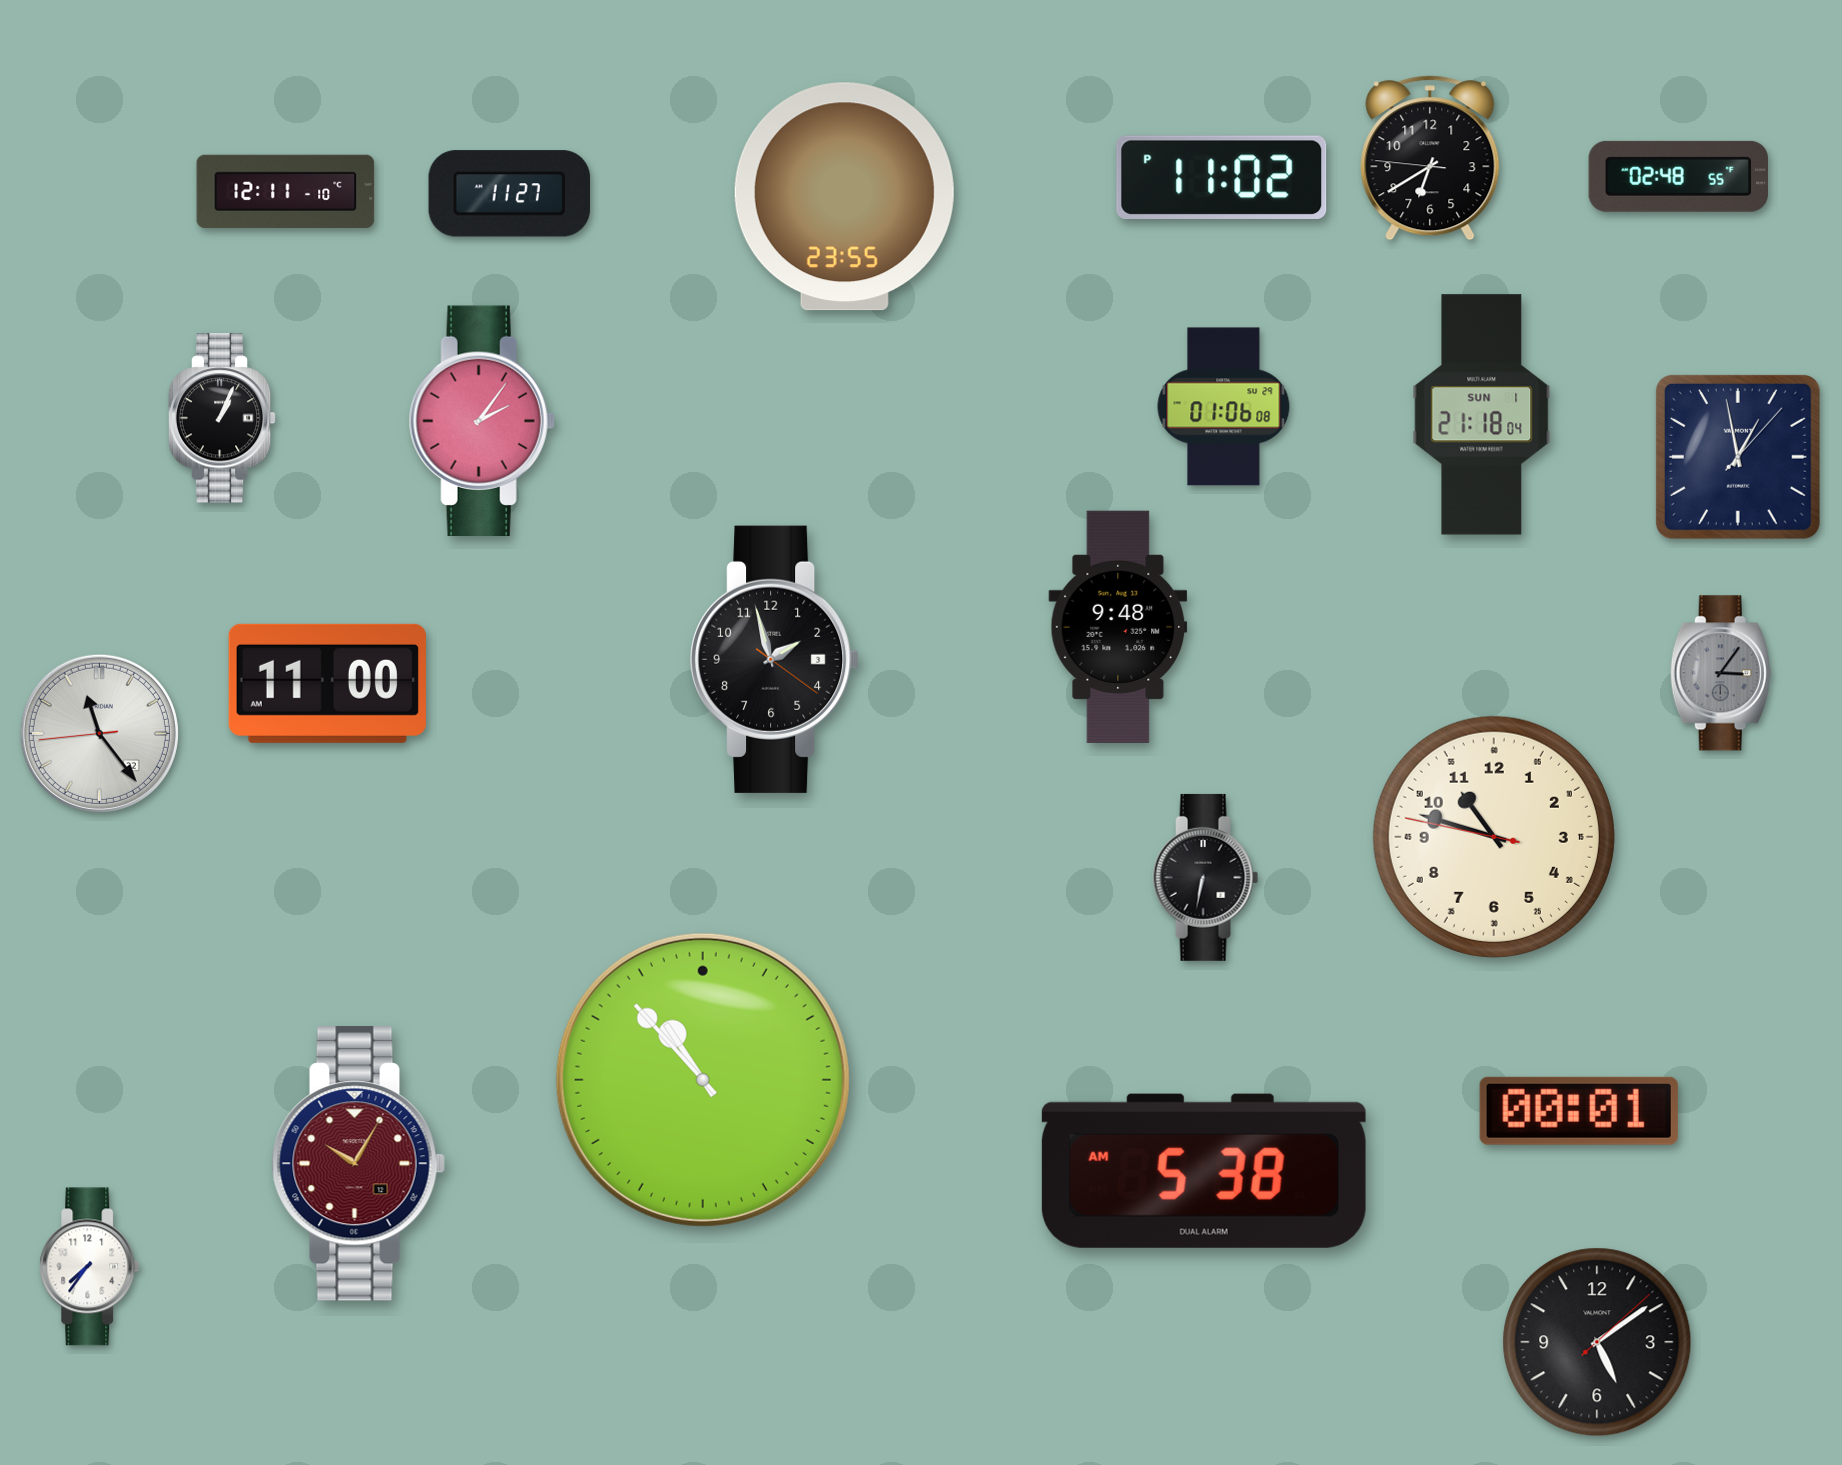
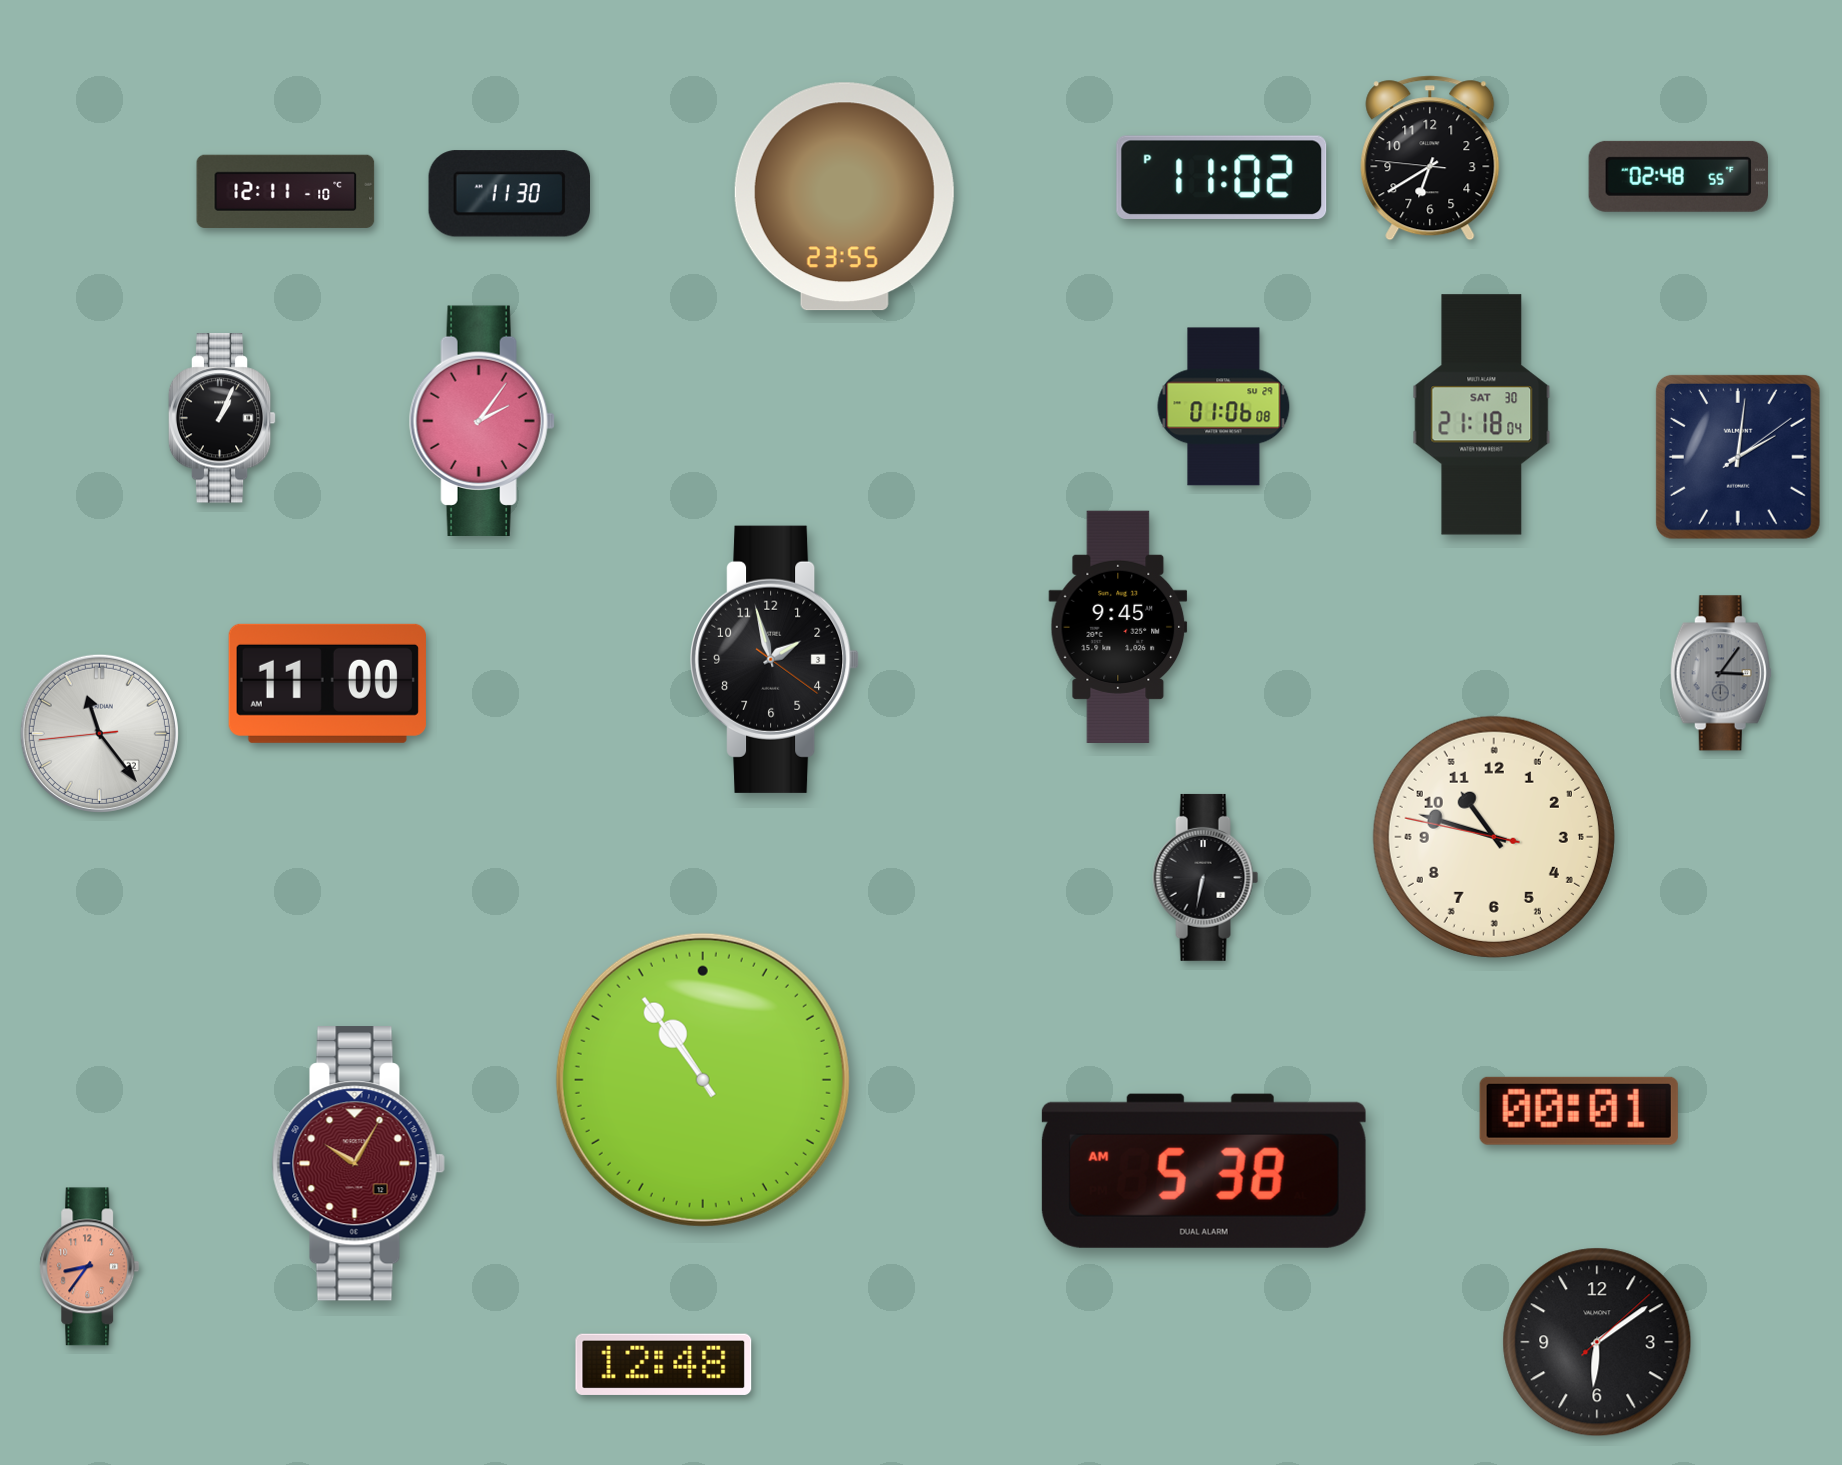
clock at (509, 194): 11:27 -> 11:30
clock at (1482, 415) date: SUN 1 -> SAT 30
clock at (1738, 457): 12:58 -> 2:01
clock at (1118, 627): 9:48 -> 9:45
clock at (703, 1080): 10:53 -> 10:54
clock at (90, 1267): 7:36 -> 8:36
clock at (90, 1267) dial: white -> salmon
clock at (1597, 1342): 5:09 -> 6:09
clock at (664, 1364): none -> 12:48
